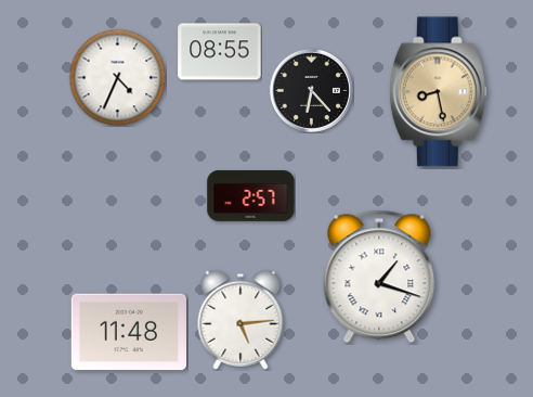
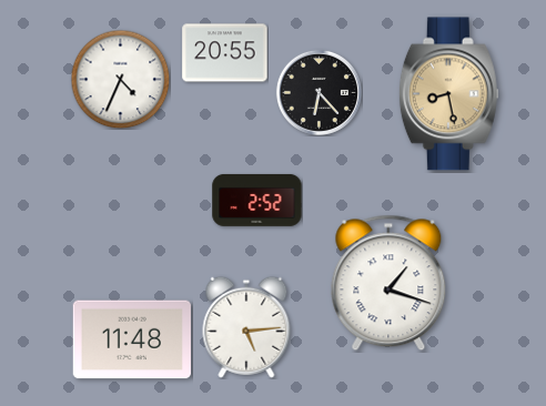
clock at (220, 52): 08:55 -> 20:55
clock at (251, 195): 2:57 -> 2:52
